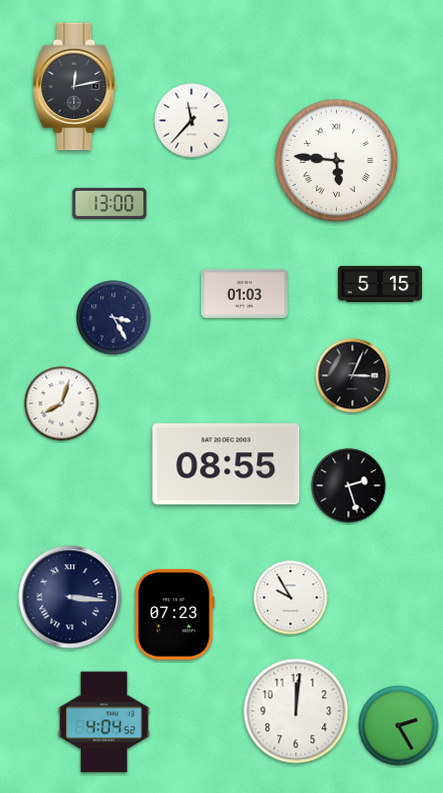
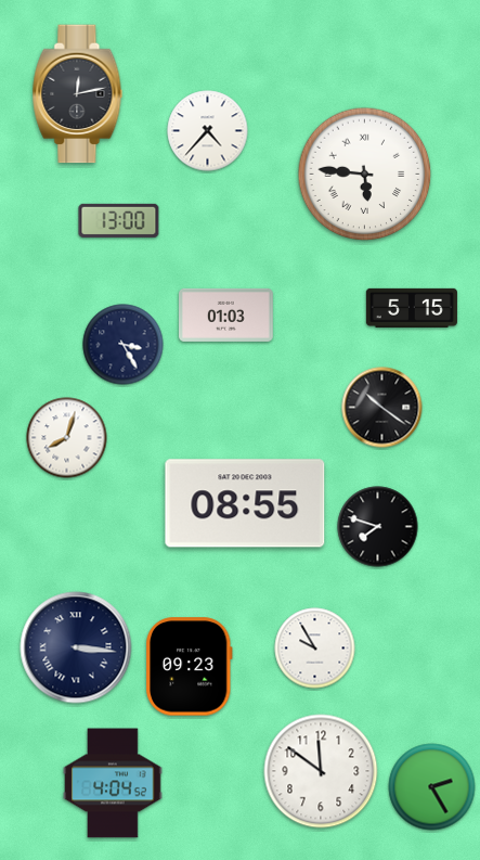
clock at (75, 87) position: (75, 87) -> (78, 94)
clock at (192, 121): 11:37 -> 4:37
clock at (245, 293) position: (245, 293) -> (226, 315)
clock at (353, 376): 3:04 -> 10:21
clock at (349, 486): 2:27 -> 7:48
clock at (175, 615): 07:23 -> 09:23
clock at (296, 711): 12:01 -> 11:51
